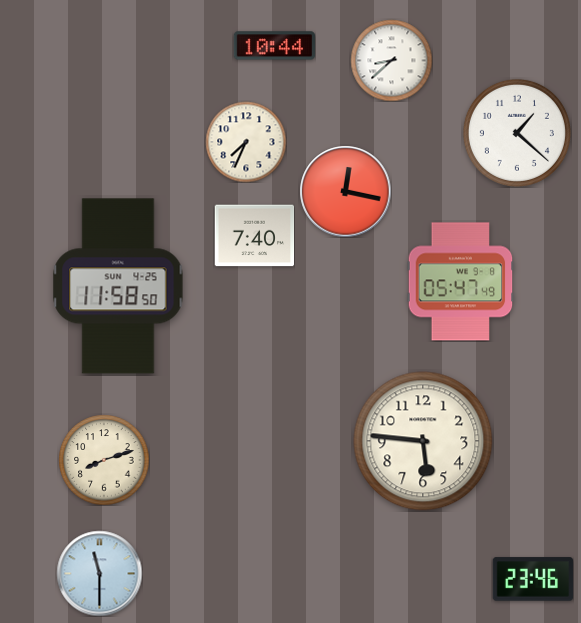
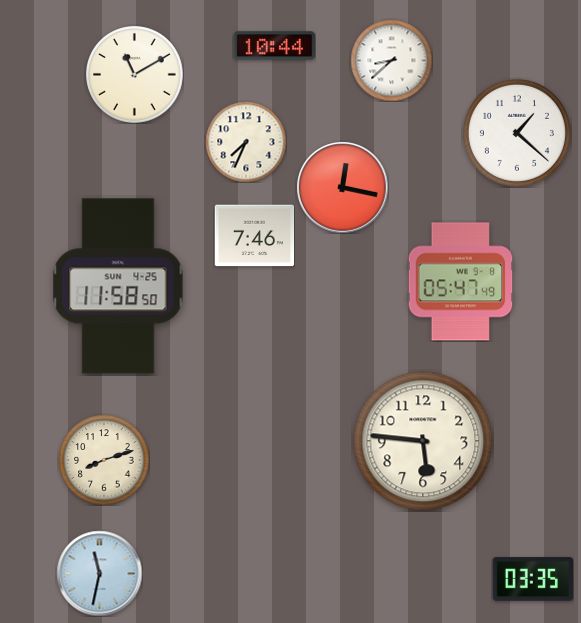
clock at (135, 75): none -> 11:10
clock at (345, 191) position: (345, 191) -> (342, 187)
clock at (254, 236): 7:40 -> 7:46
clock at (99, 573): 11:30 -> 11:32
clock at (533, 579): 23:46 -> 03:35
